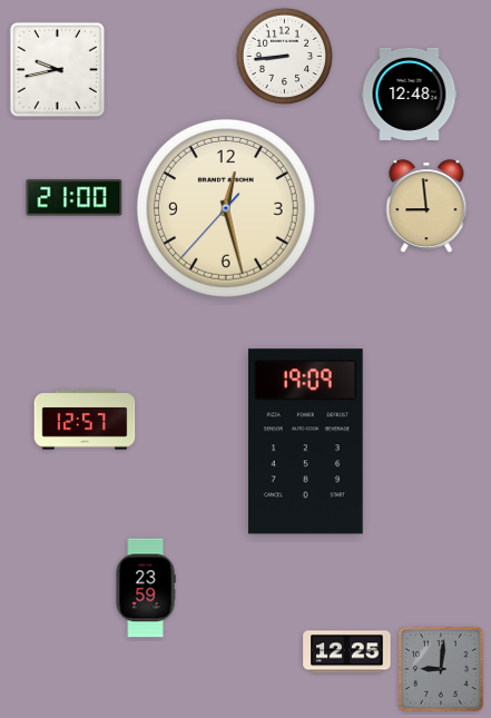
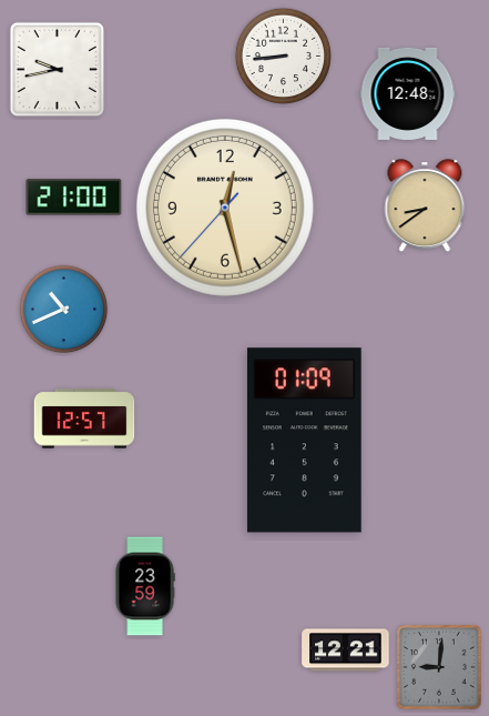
clock at (426, 207): 8:59 -> 8:39
clock at (64, 310): none -> 10:41
clock at (305, 442): 19:09 -> 01:09
clock at (347, 652): 12:25 -> 12:21
